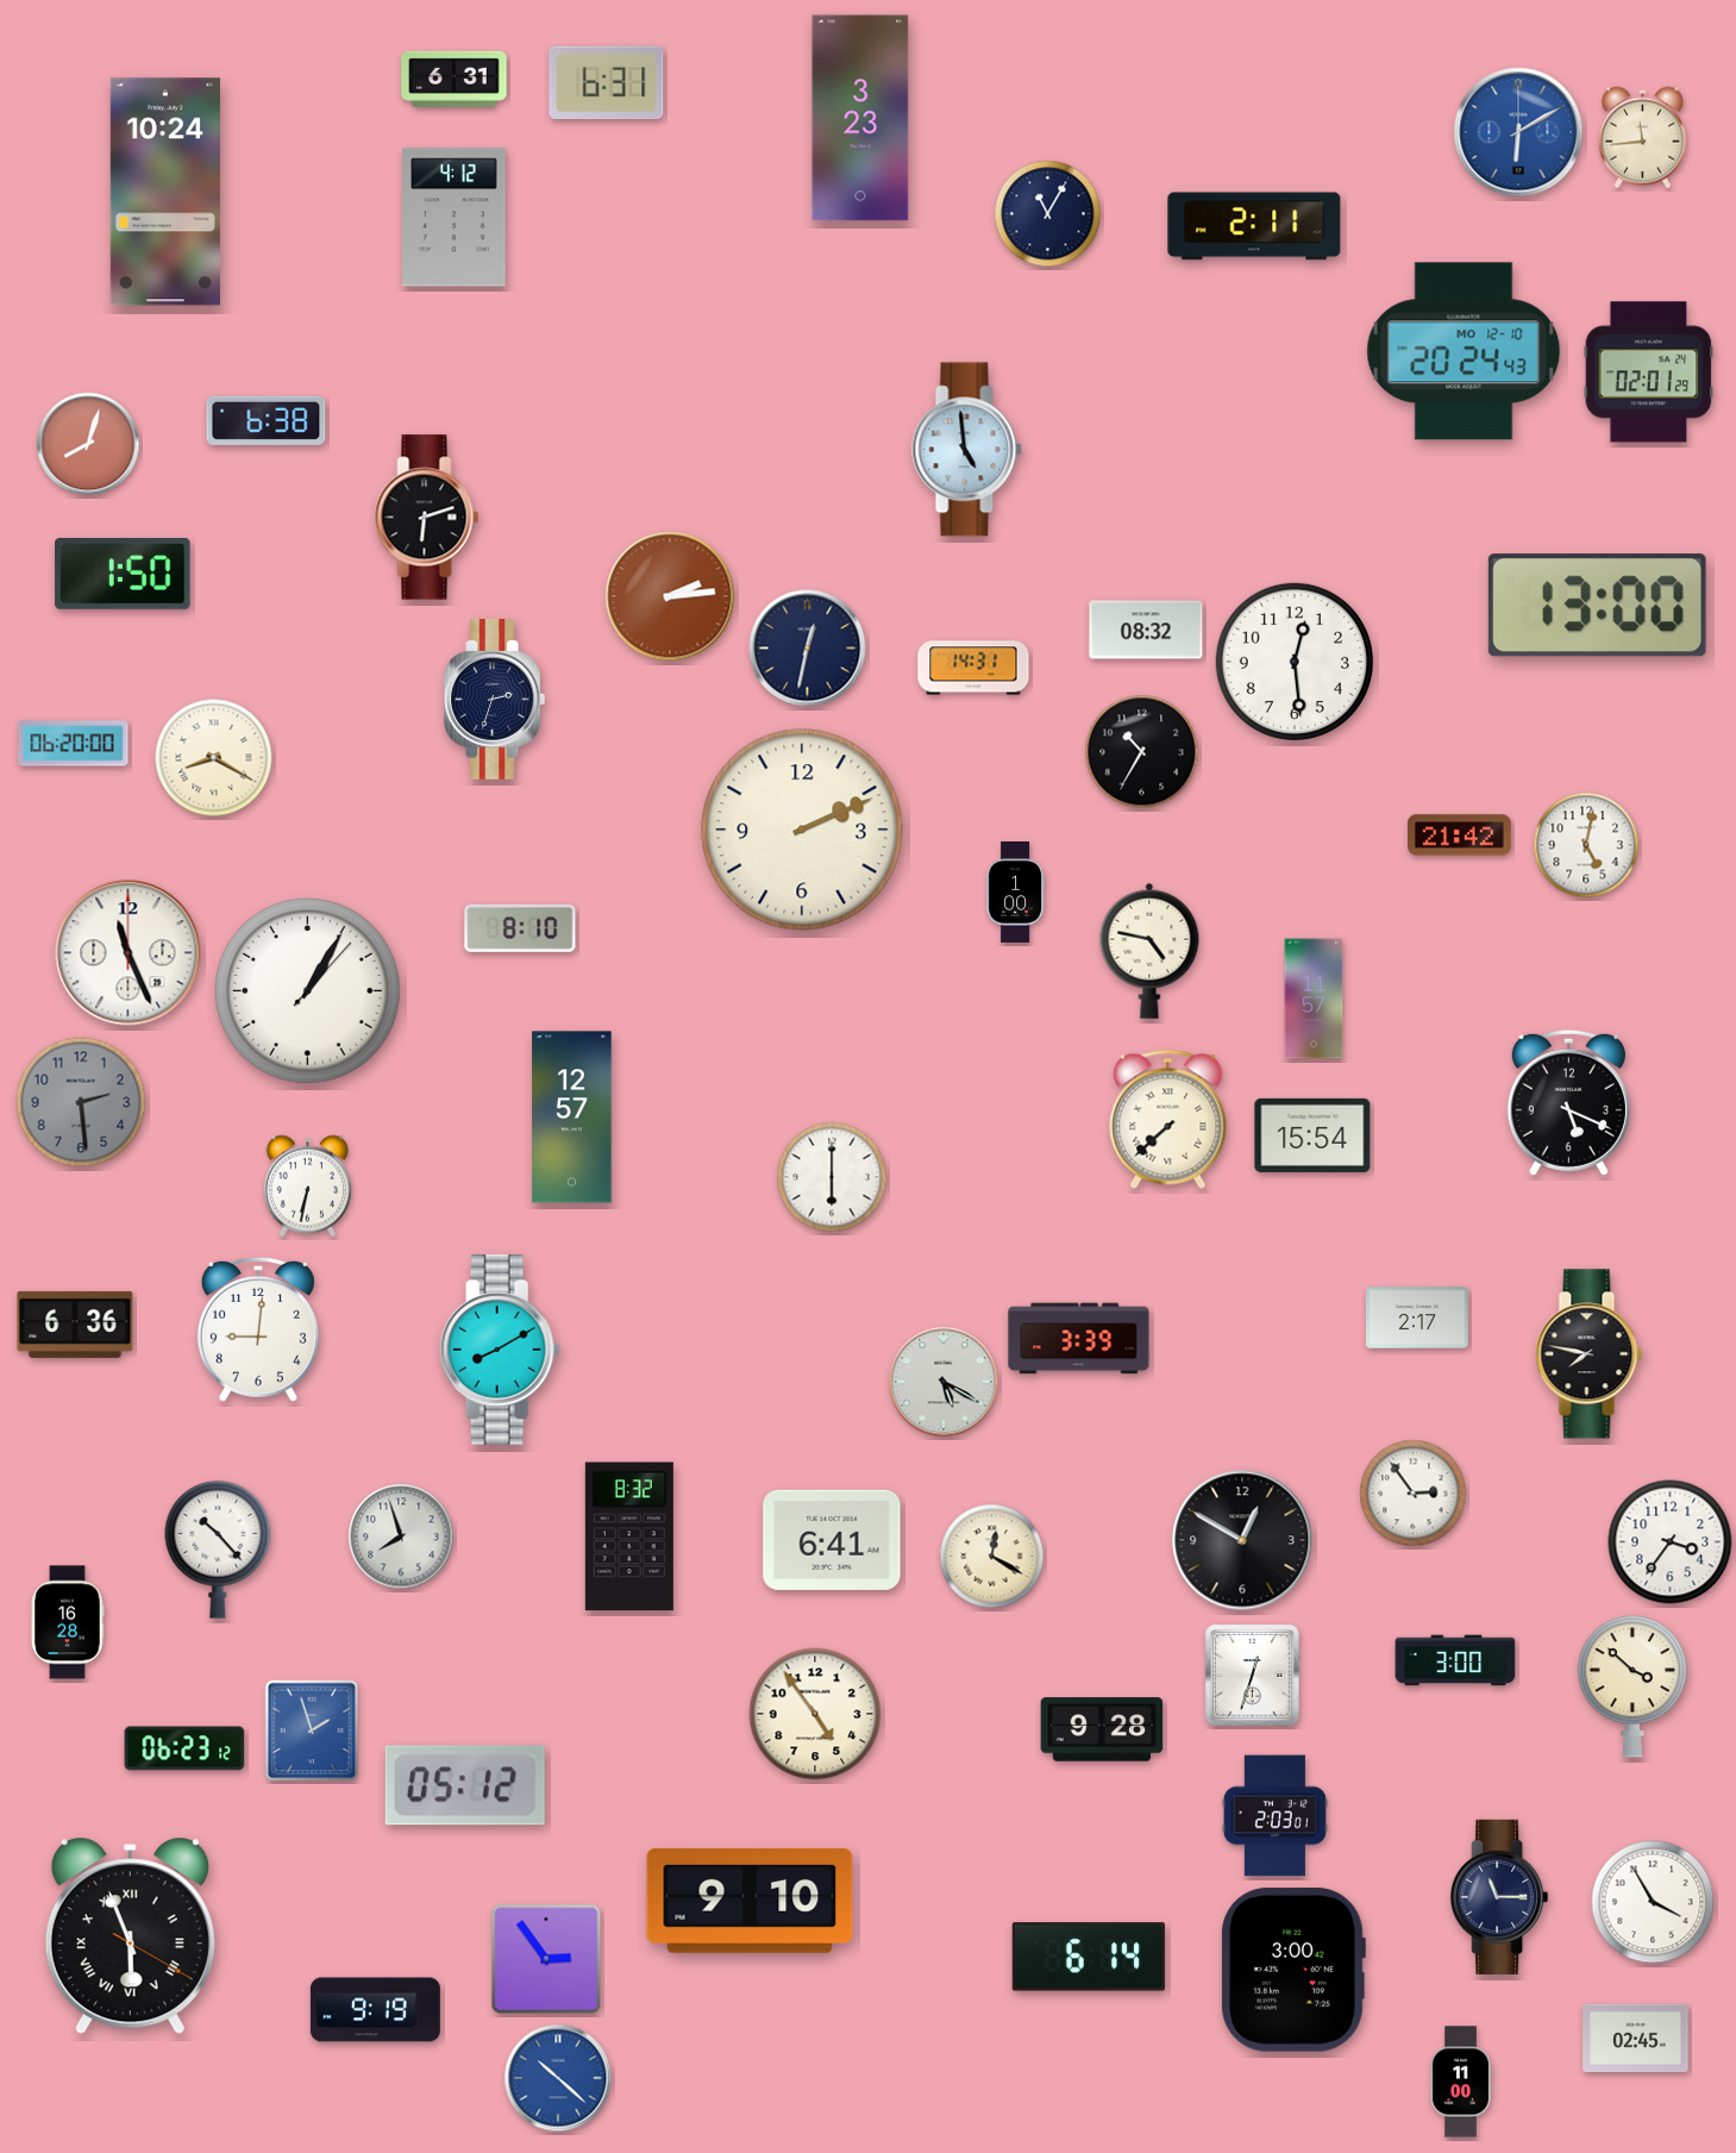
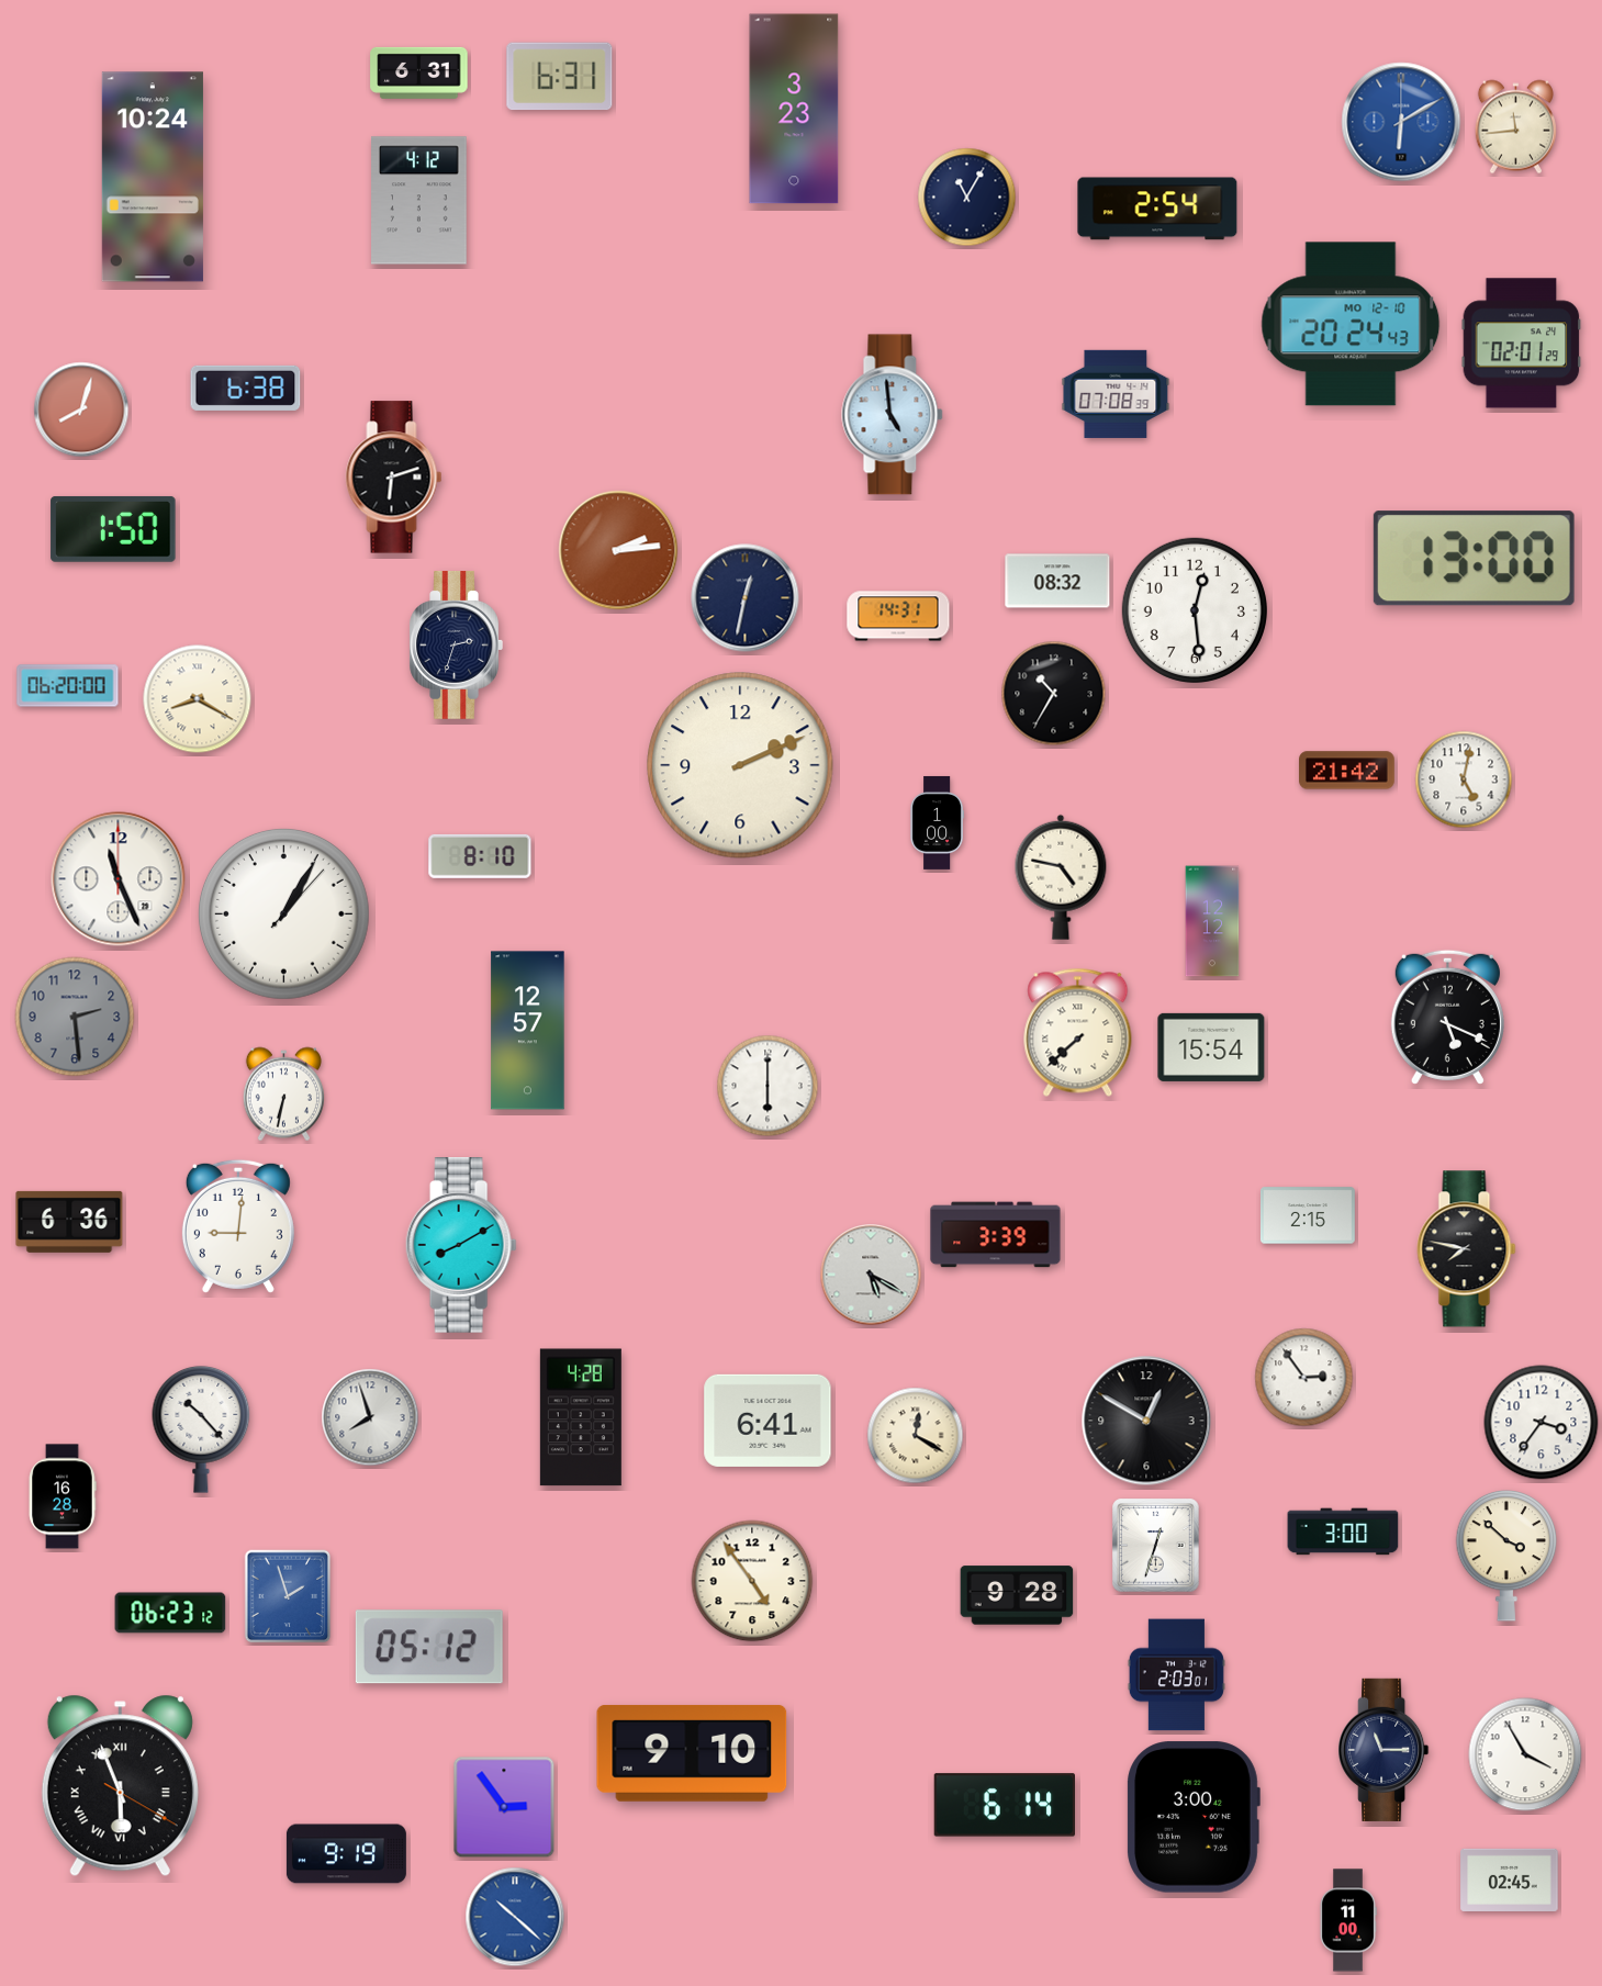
clock at (1254, 226): 2:11 -> 2:54
clock at (1116, 394): none -> 07:08
clock at (1314, 999): 11:57 -> 12:12
clock at (1417, 1318): 2:17 -> 2:15
clock at (629, 1536): 8:32 -> 4:28
